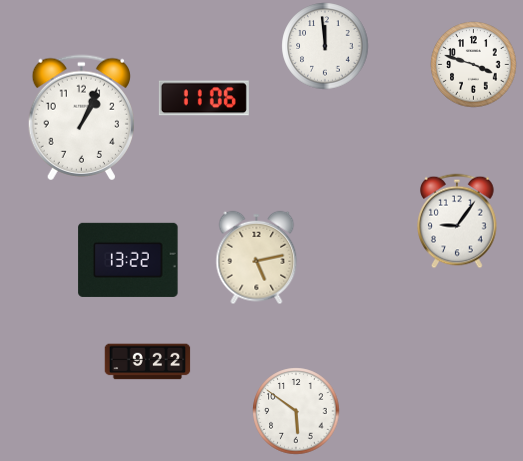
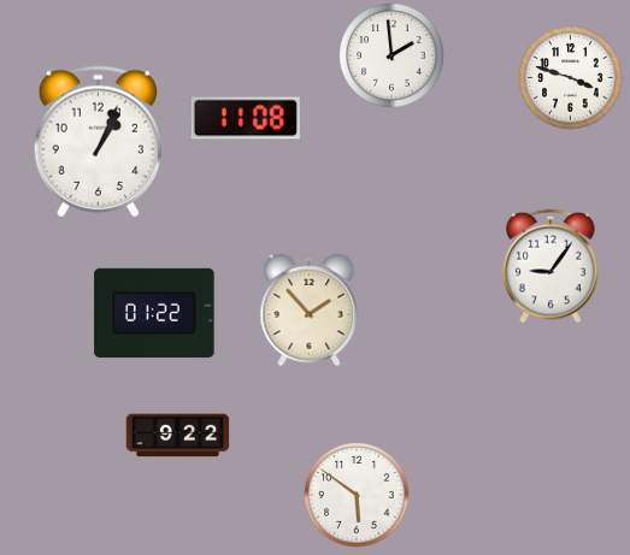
clock at (325, 46): 11:59 -> 1:59
clock at (204, 98): 11:06 -> 11:08
clock at (257, 258): 5:13 -> 1:53
clock at (128, 260): 13:22 -> 01:22
